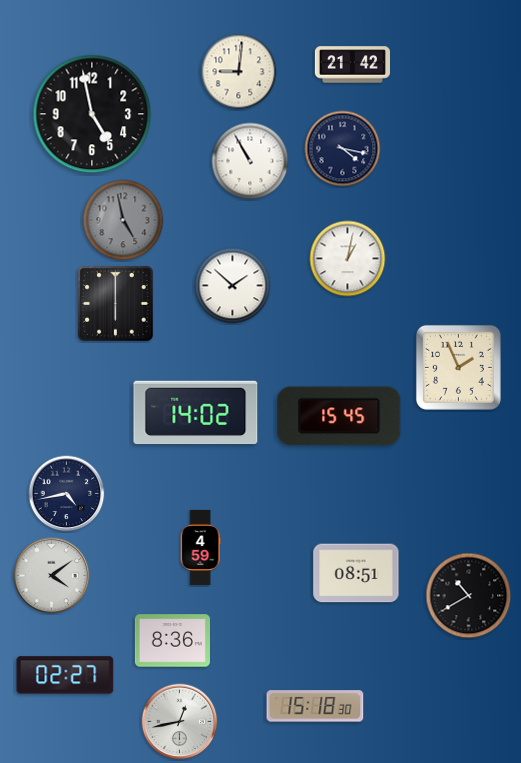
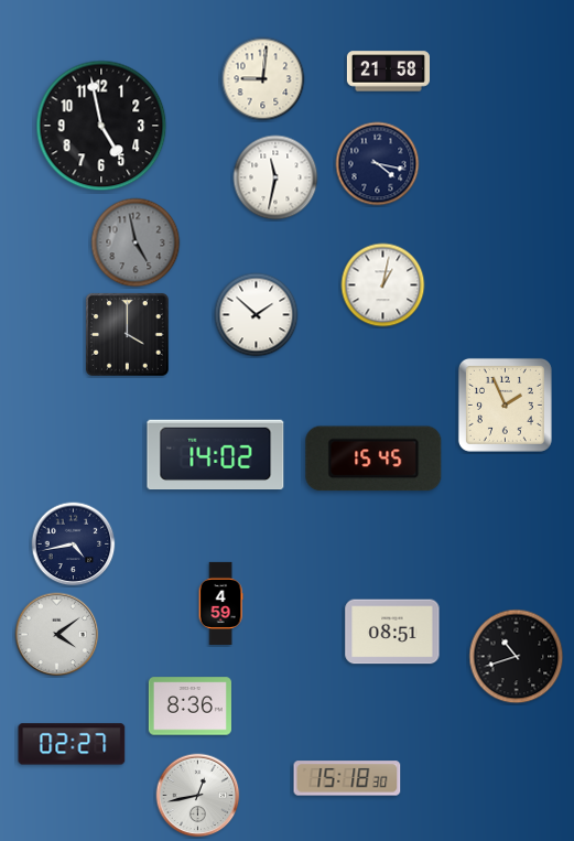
clock at (352, 65): 21:42 -> 21:58
clock at (250, 161): 10:55 -> 11:32
clock at (115, 303): 6:00 -> 4:00
clock at (469, 596): 10:40 -> 10:42
